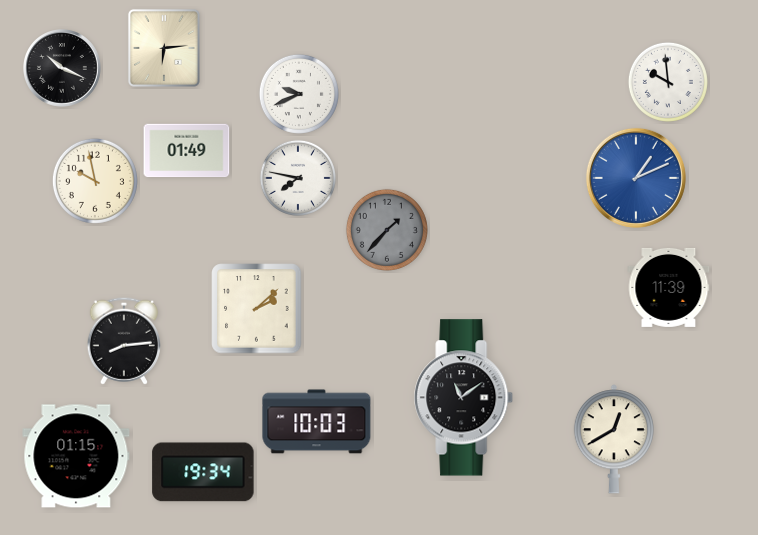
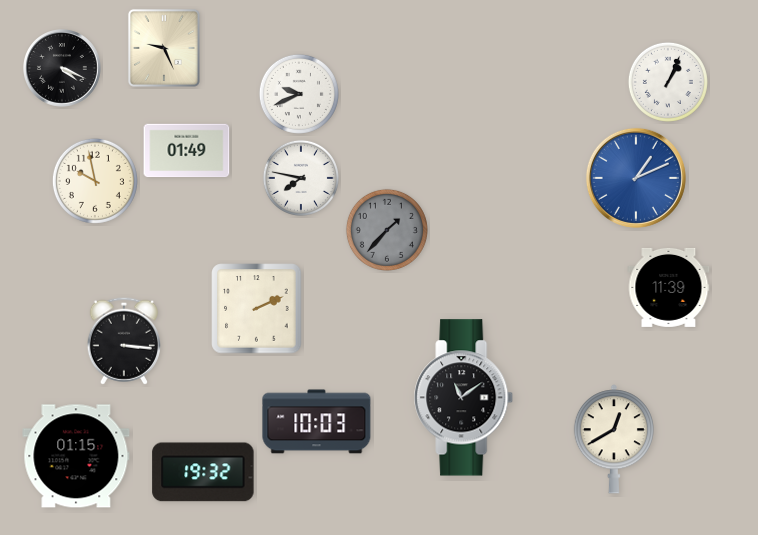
clock at (164, 48): 6:14 -> 9:26
clock at (63, 69): 10:19 -> 4:19
clock at (668, 82): 9:59 -> 1:04
clock at (298, 178) position: (298, 178) -> (301, 178)
clock at (257, 309): 2:08 -> 2:11
clock at (124, 341): 8:14 -> 3:16
clock at (203, 472): 19:34 -> 19:32
